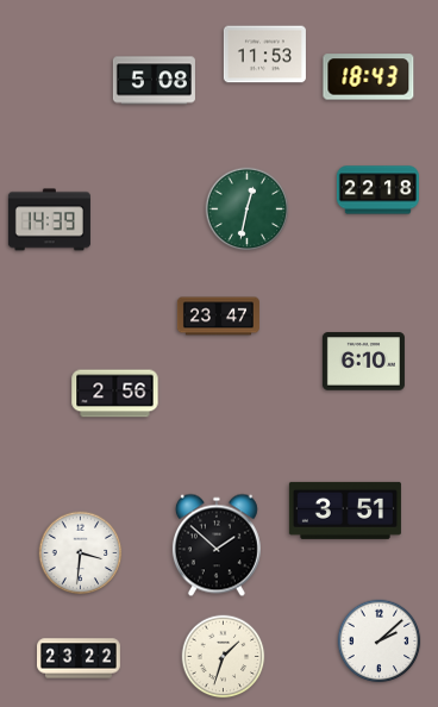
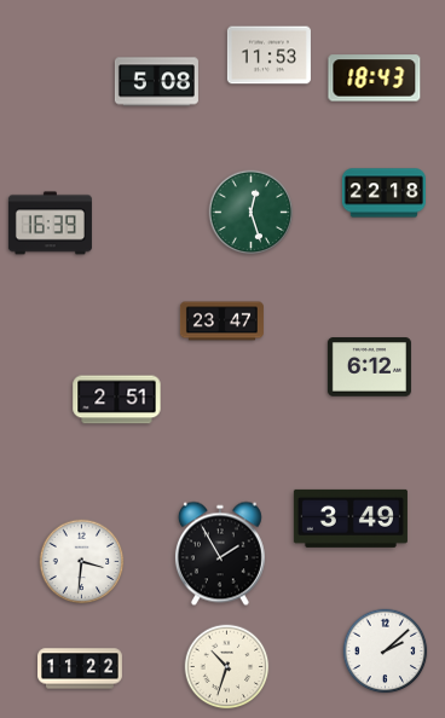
clock at (248, 209): 12:32 -> 12:27
clock at (49, 220): 14:39 -> 16:39
clock at (363, 362): 6:10 -> 6:12
clock at (115, 394): 2:56 -> 2:51
clock at (345, 511): 3:51 -> 3:49
clock at (217, 545): 1:52 -> 1:55
clock at (224, 657): 1:33 -> 10:33
clock at (80, 658): 23:22 -> 11:22
